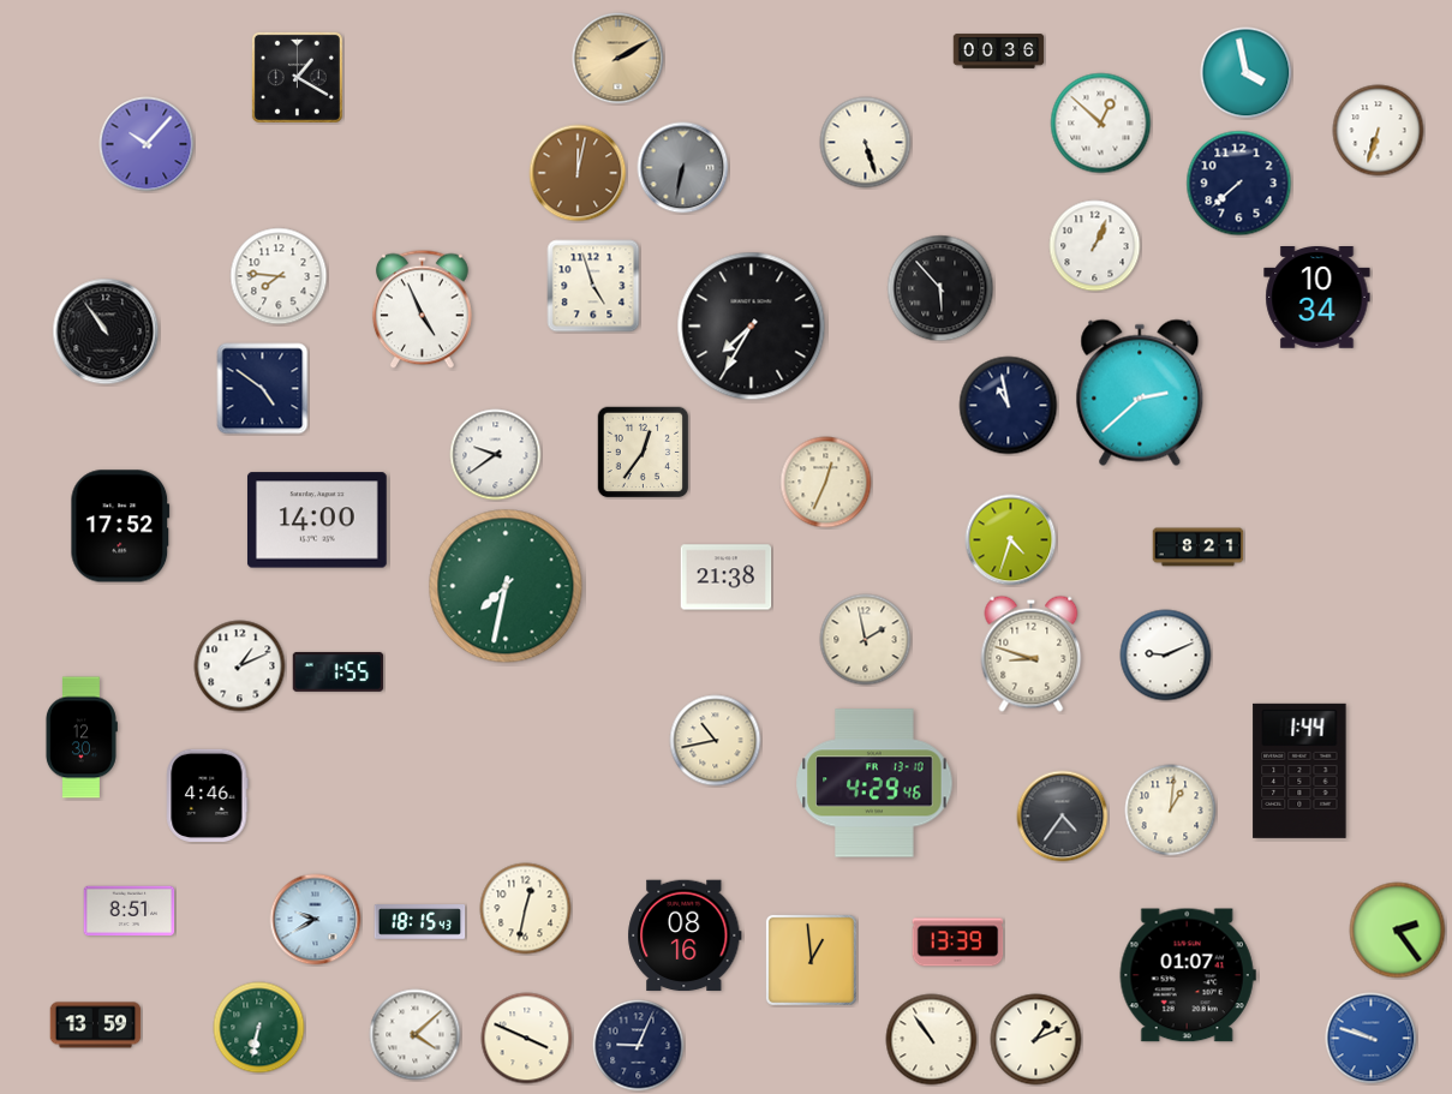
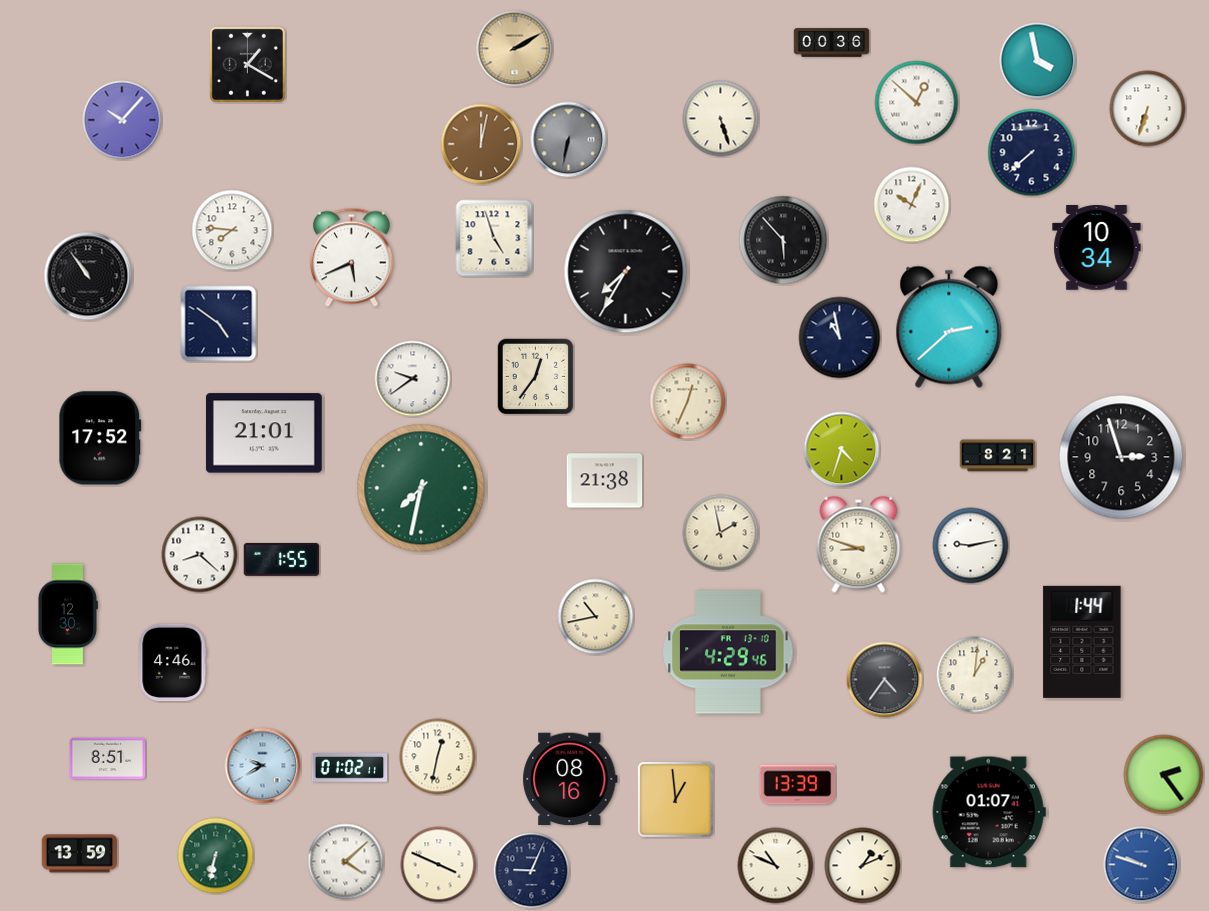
clock at (1095, 246): 1:04 -> 10:04
clock at (422, 310): 4:56 -> 5:41
clock at (317, 520): 14:00 -> 21:01
clock at (1121, 457): none -> 2:57
clock at (1166, 656): 9:11 -> 9:13
clock at (240, 666): 1:11 -> 8:22
clock at (420, 922): 18:15 -> 01:02
clock at (932, 1040): 10:54 -> 10:49
